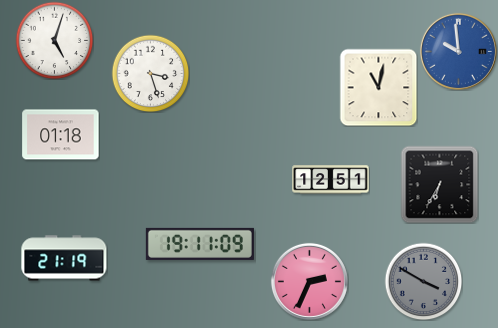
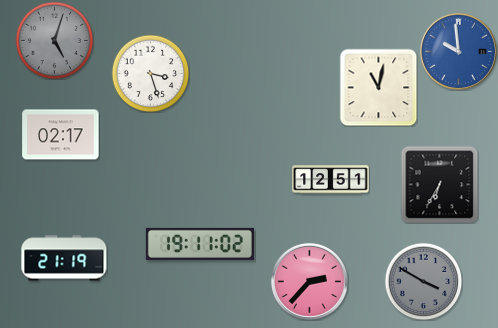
clock at (54, 40) dial: white -> grey
clock at (61, 135): 01:18 -> 02:17
clock at (200, 244): 19:11:09 -> 19:11:02
clock at (309, 281): 2:34 -> 2:37
